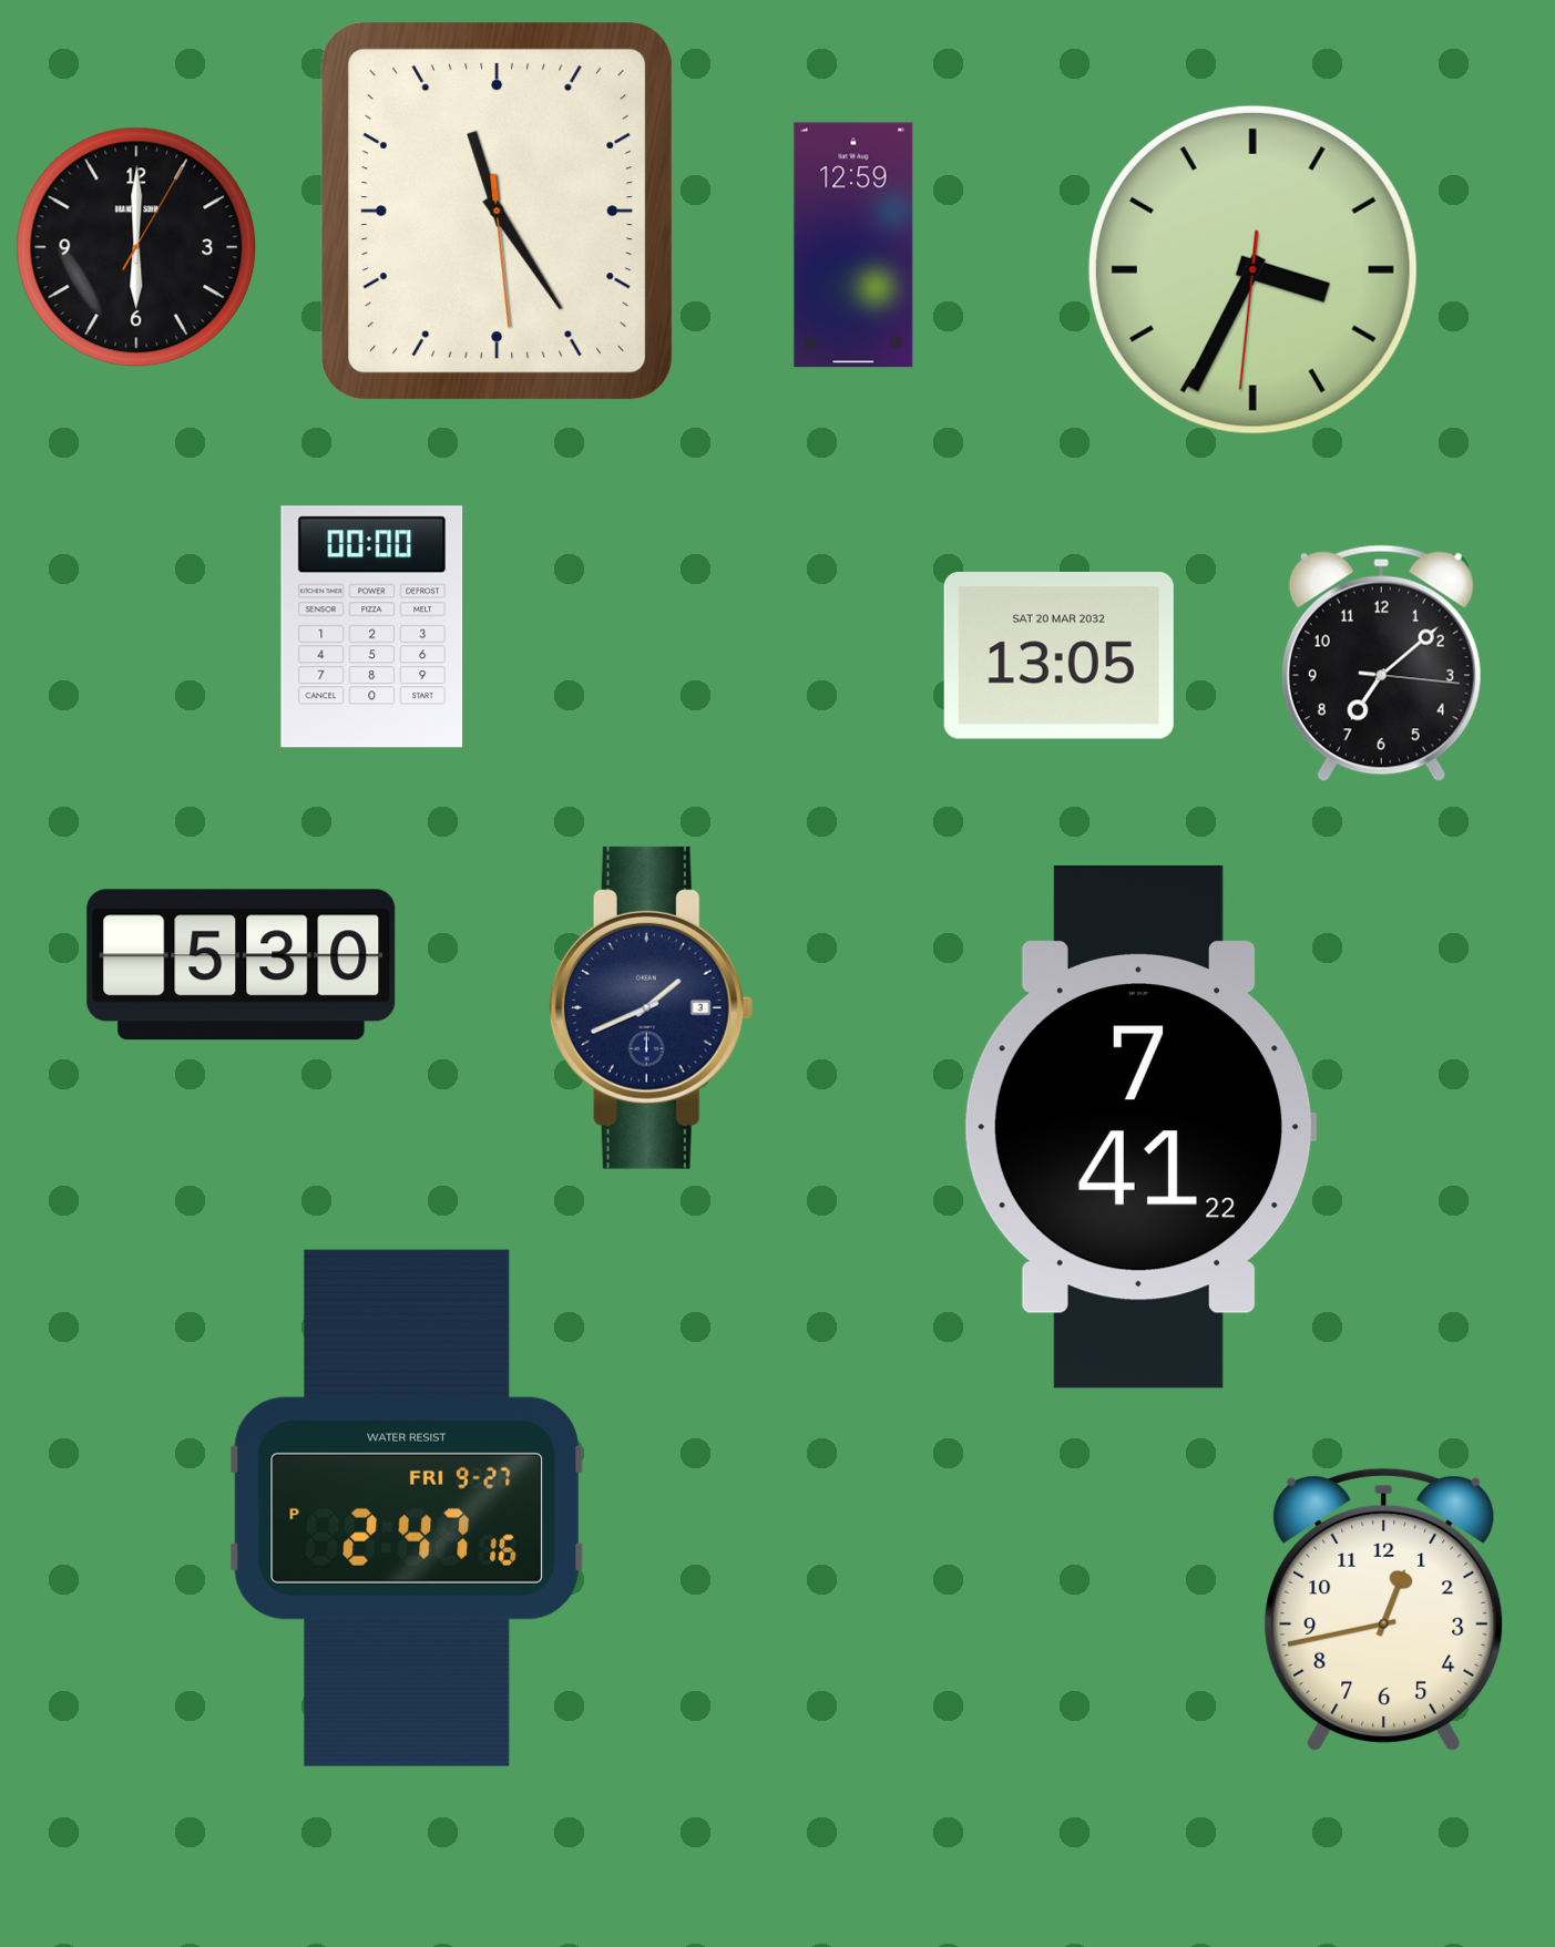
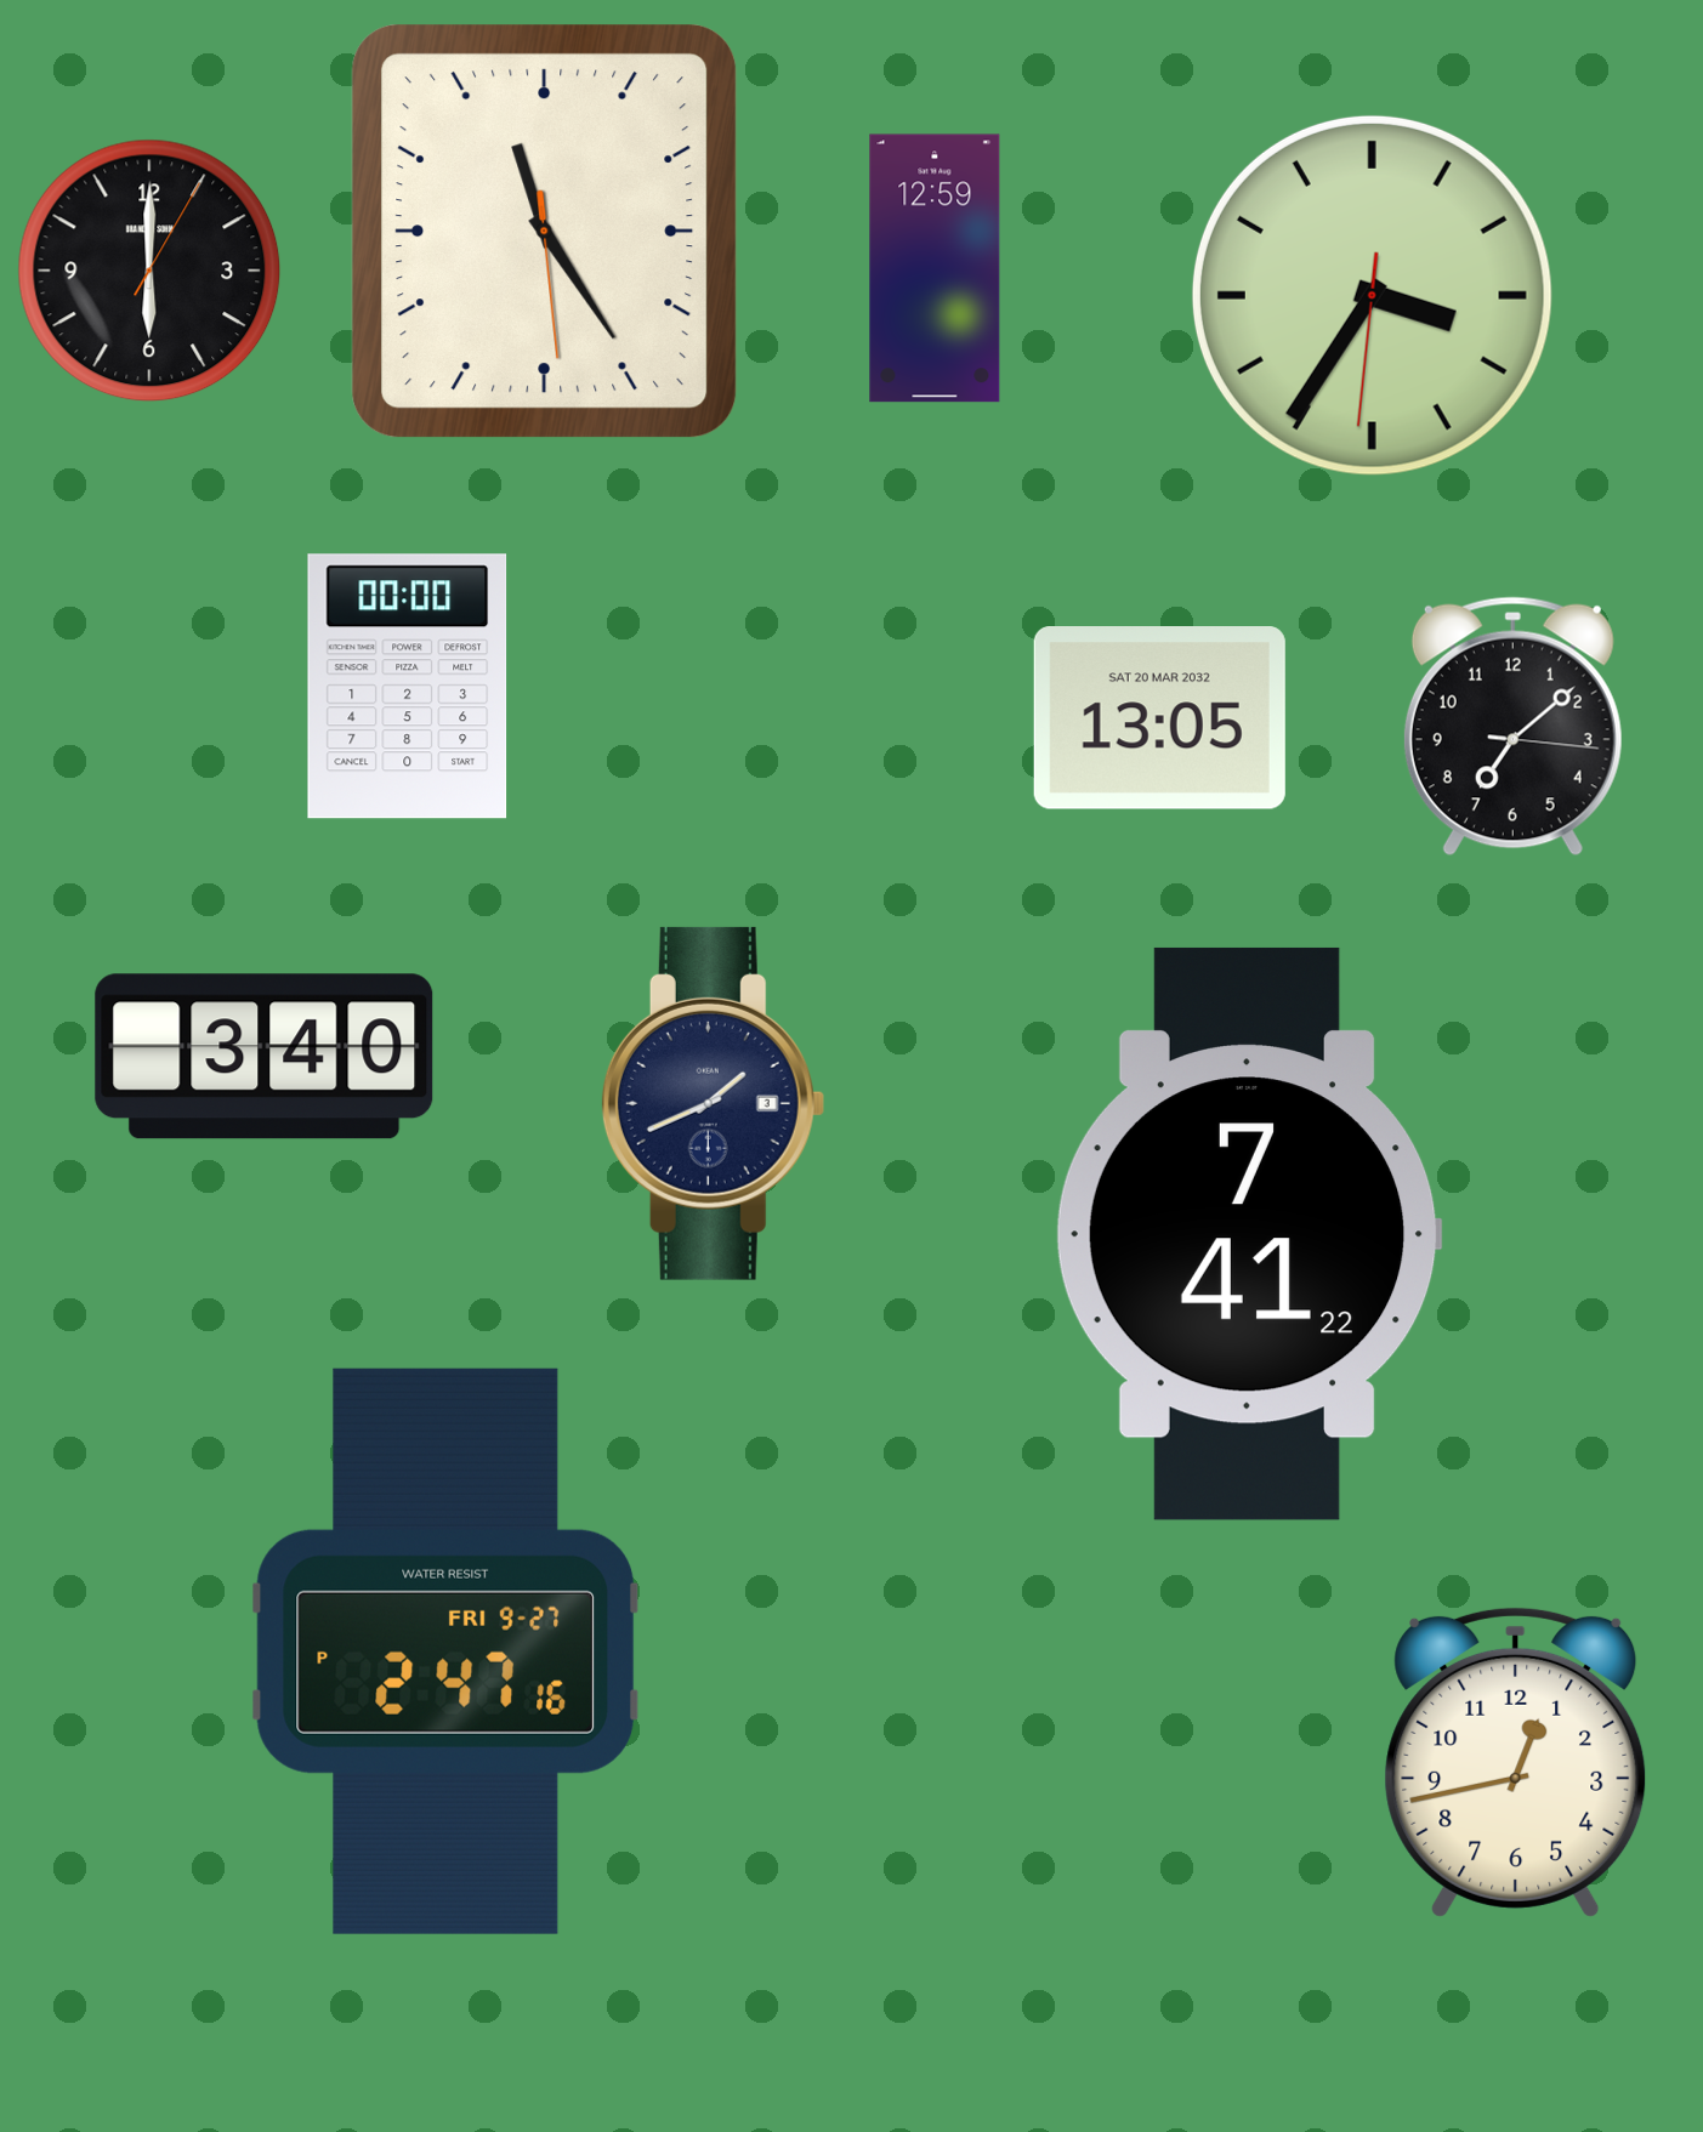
clock at (1252, 269): 3:34 -> 3:35
clock at (242, 965): 5:30 -> 3:40
